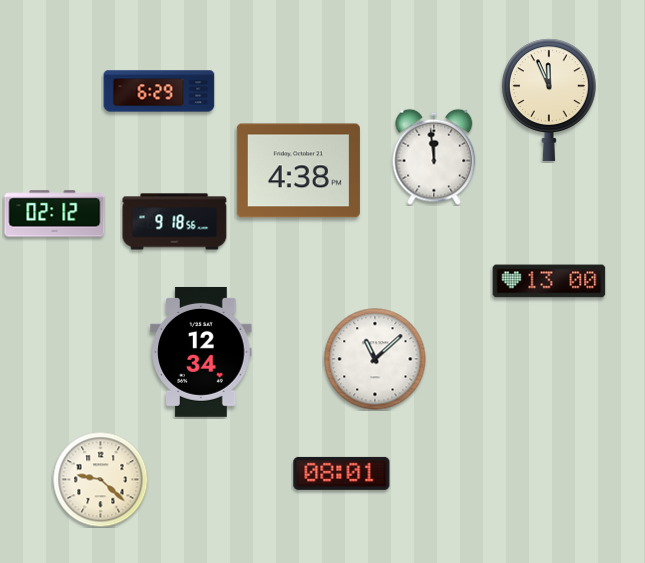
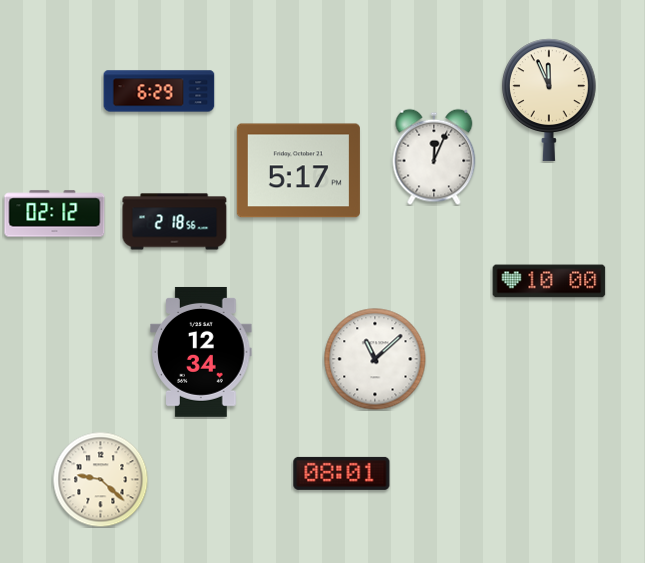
clock at (434, 157): 11:59 -> 12:04
clock at (298, 171): 4:38 -> 5:17
clock at (175, 222): 9:18 -> 2:18
clock at (549, 281): 13:00 -> 10:00
